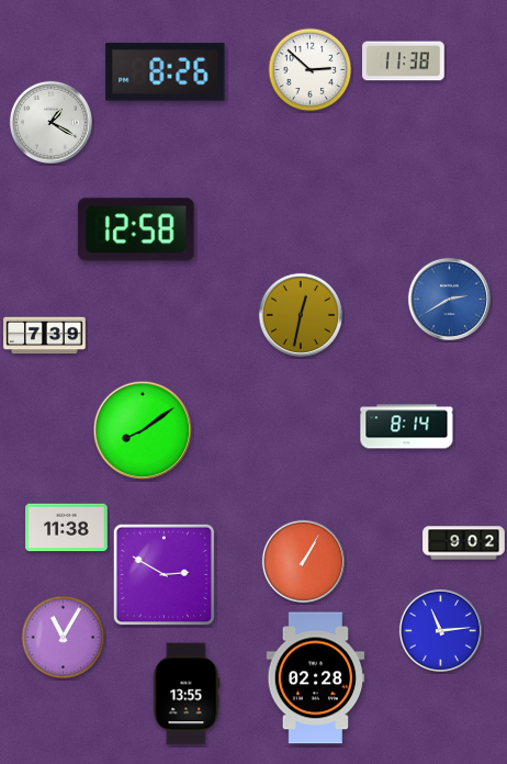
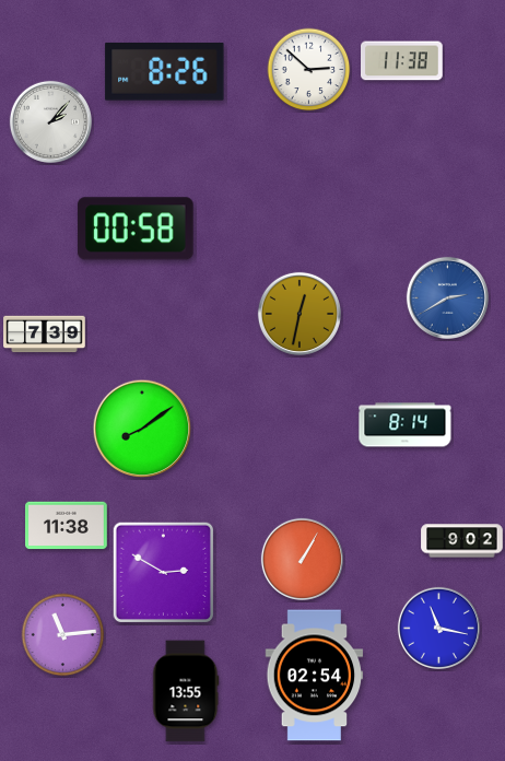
clock at (50, 122): 1:20 -> 2:07
clock at (136, 229): 12:58 -> 00:58
clock at (440, 630): 11:14 -> 11:17
clock at (64, 638): 11:05 -> 11:14
clock at (316, 678): 02:28 -> 02:54
